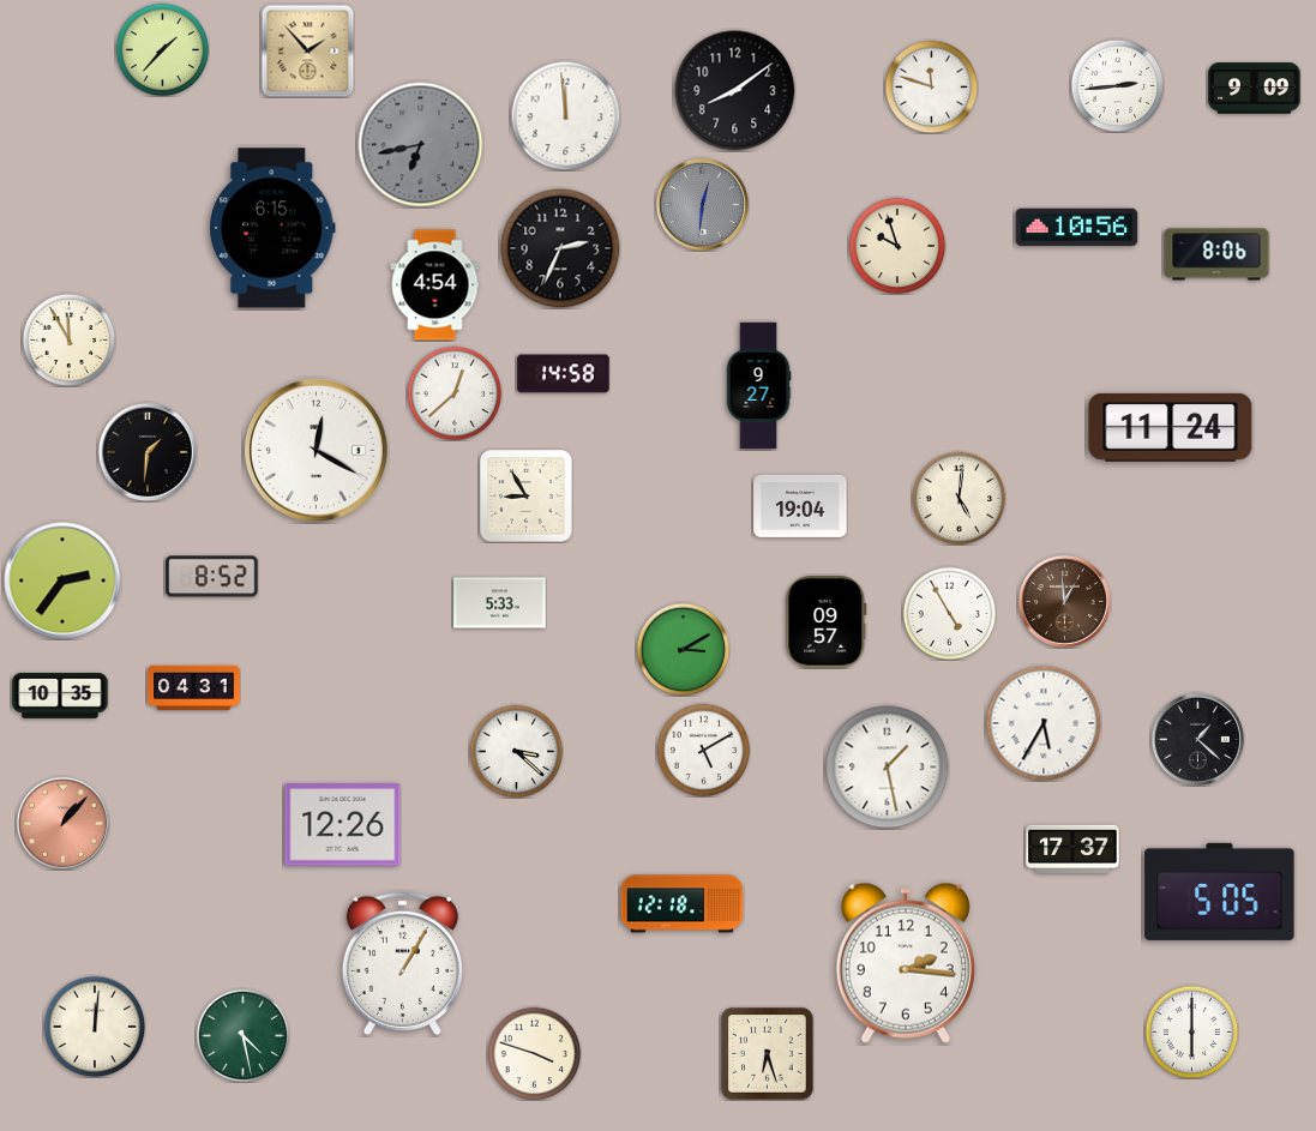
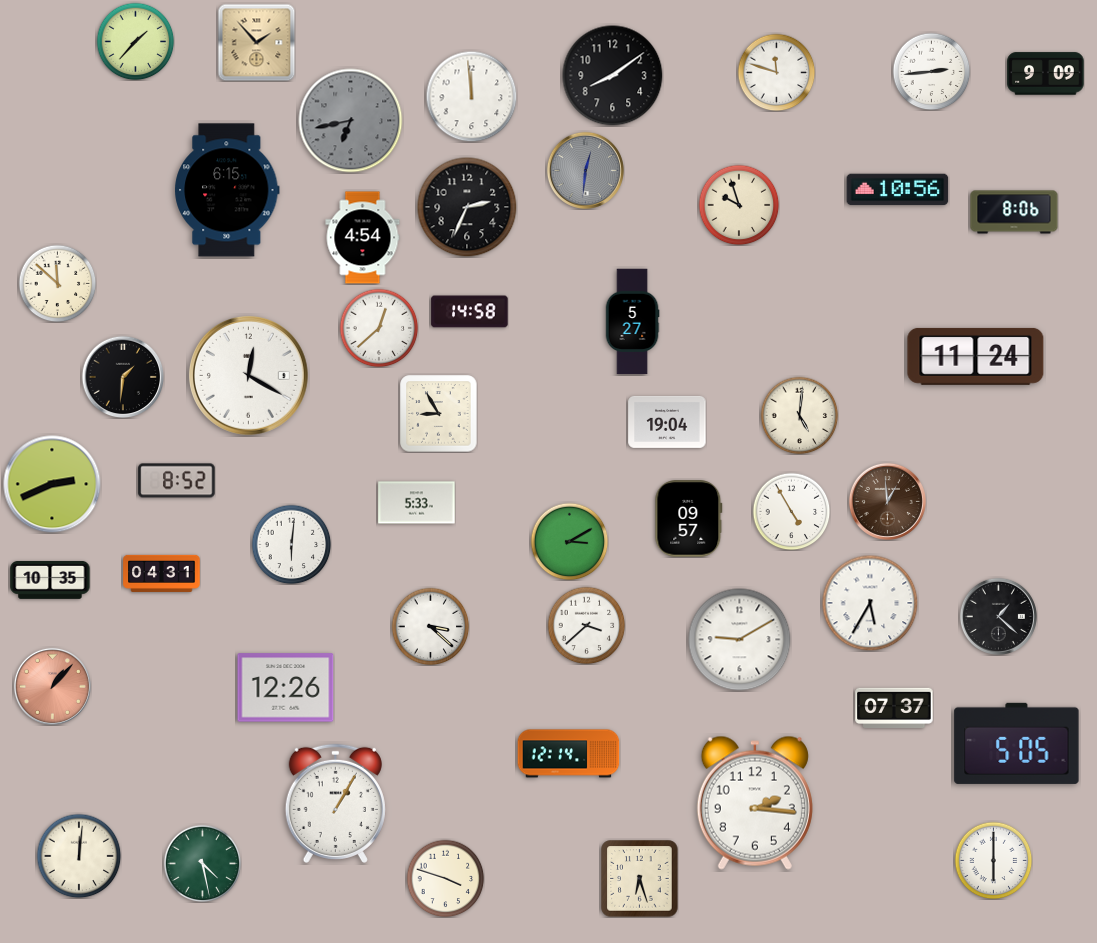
clock at (897, 246) position: (897, 246) -> (739, 205)
clock at (68, 339): 11:55 -> 11:52
clock at (758, 386): 9:27 -> 5:27
clock at (316, 450) position: (316, 450) -> (248, 375)
clock at (62, 580): 2:36 -> 2:41
clock at (291, 544): none -> 6:01
clock at (703, 750): 5:10 -> 3:38
clock at (888, 768): 1:28 -> 9:10
clock at (1072, 849): 17:37 -> 07:37
clock at (683, 904): 12:18 -> 12:14
